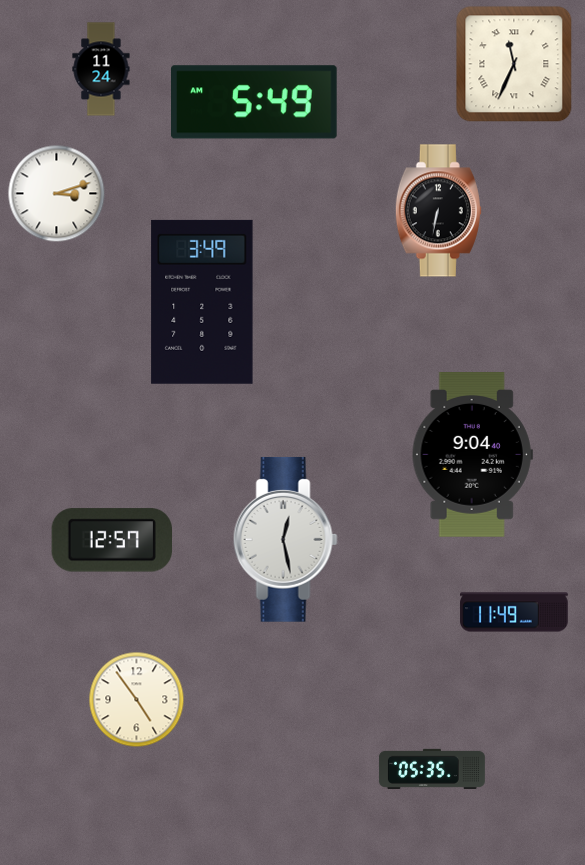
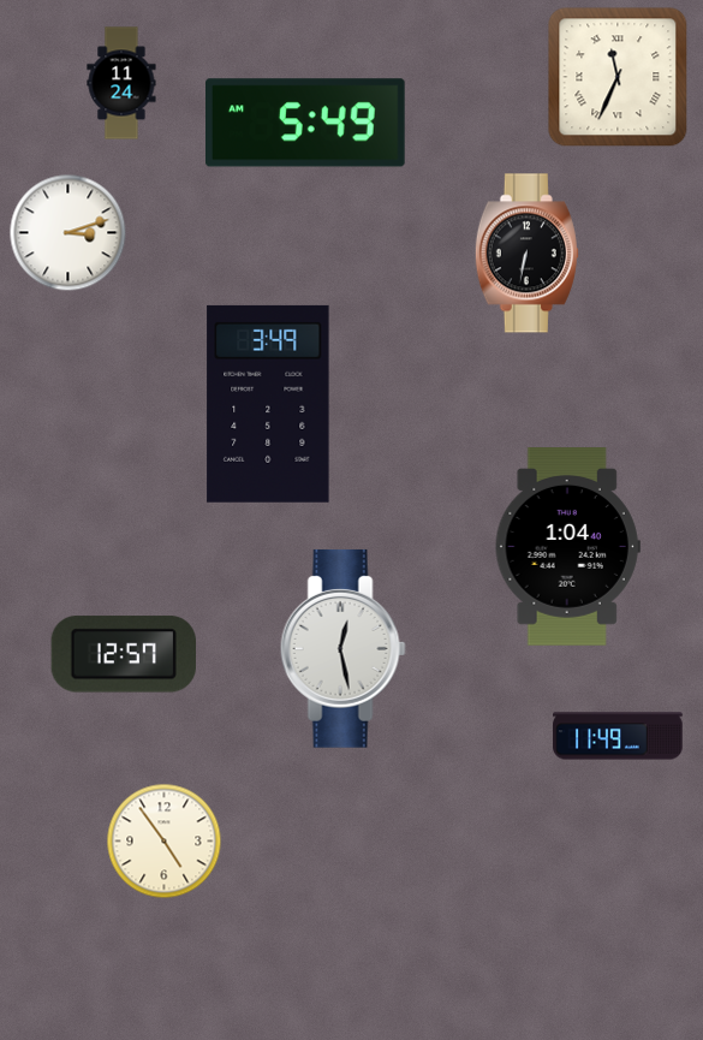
clock at (202, 302) position: (202, 302) -> (268, 404)
clock at (472, 455): 9:04 -> 1:04
clock at (111, 540) position: (111, 540) -> (123, 654)
clock at (432, 769): 05:35 -> none
